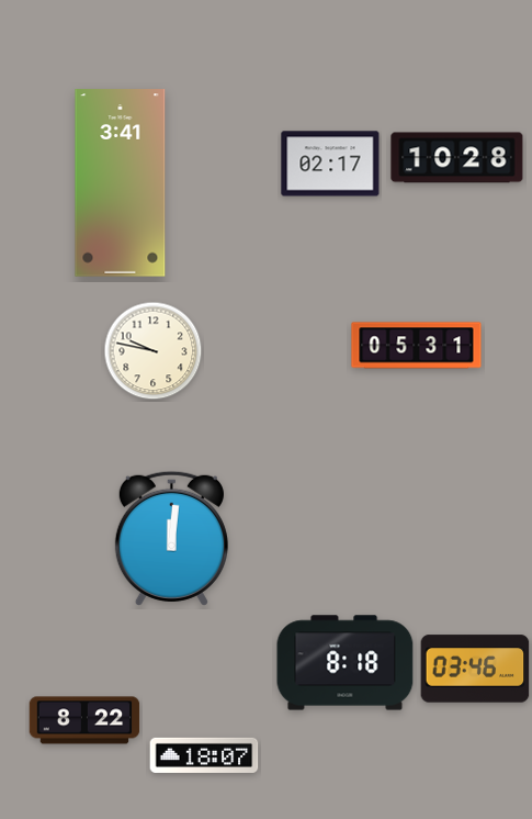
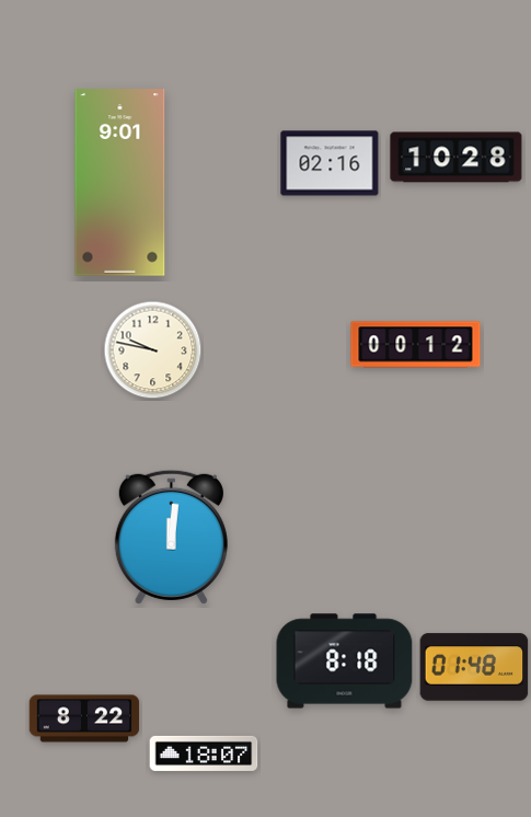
clock at (330, 164): 02:17 -> 02:16
clock at (121, 183): 3:41 -> 9:01
clock at (417, 346): 05:31 -> 00:12
clock at (475, 669): 03:46 -> 01:48
